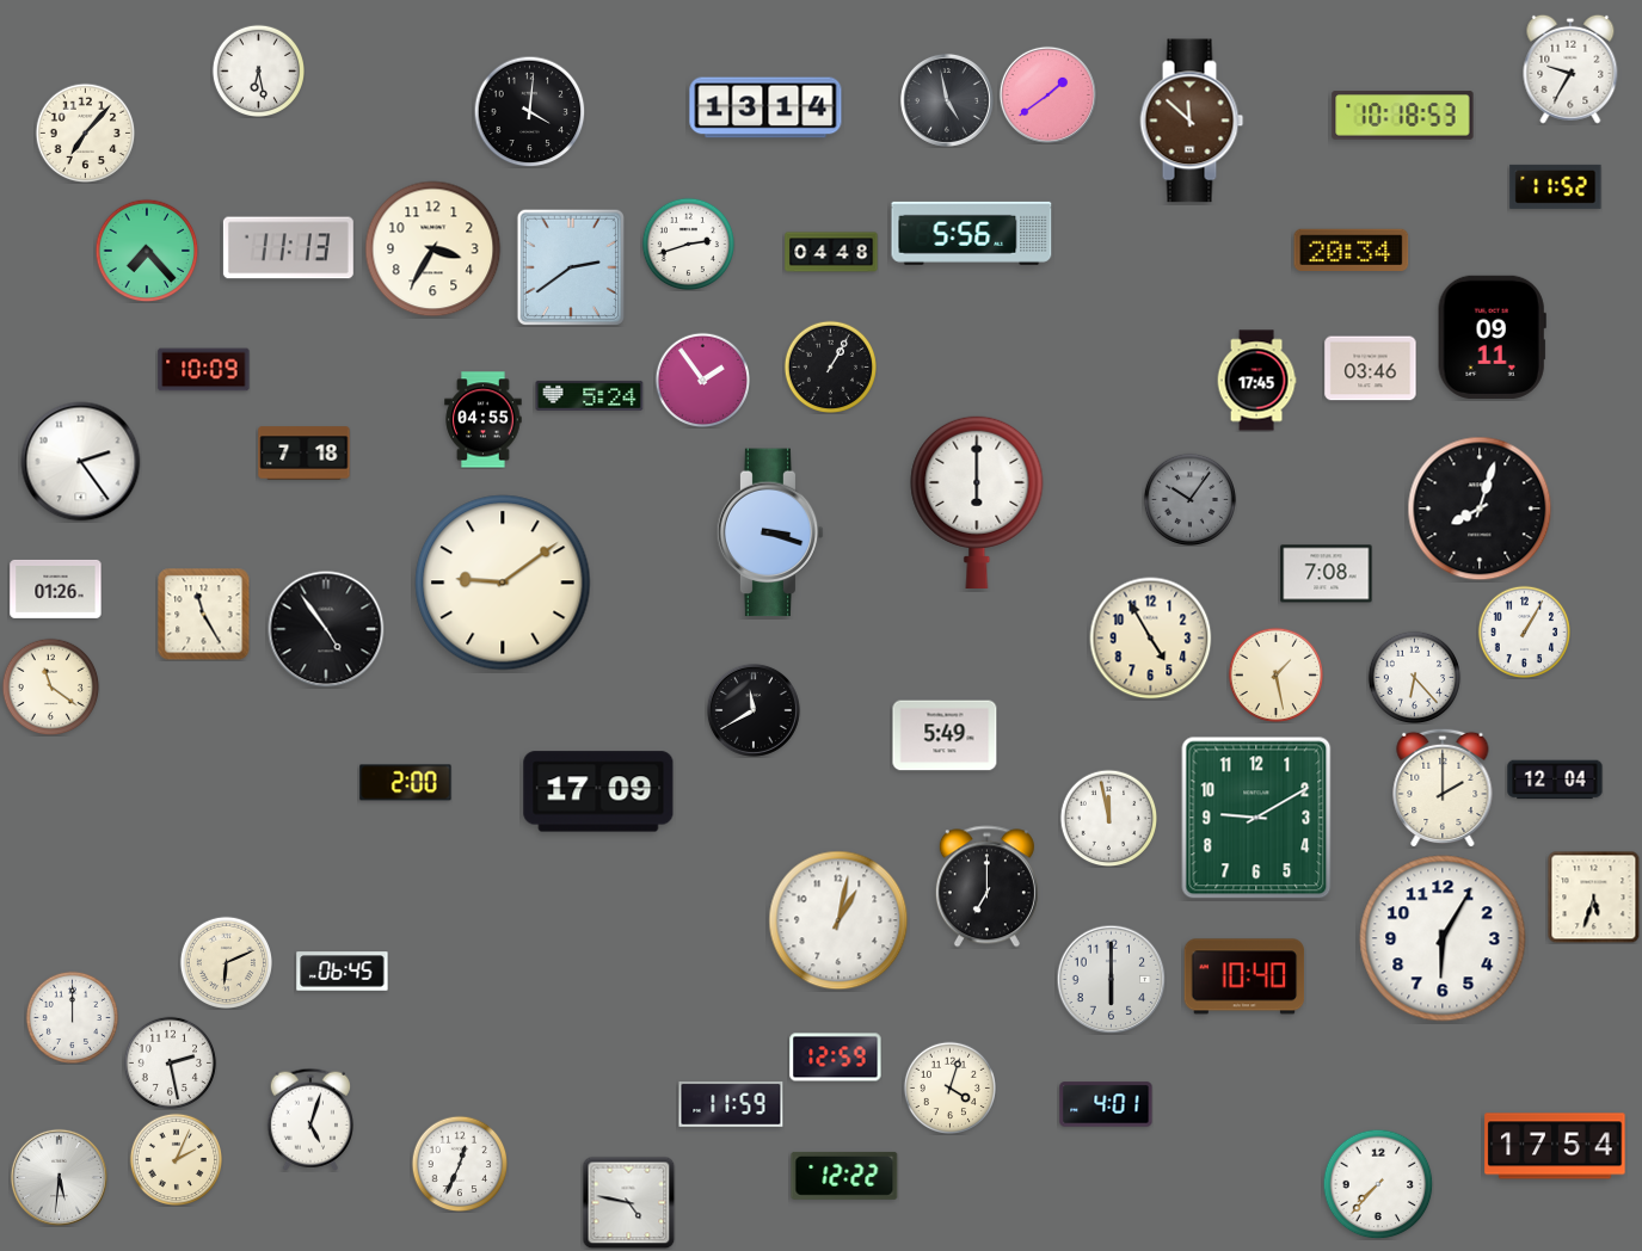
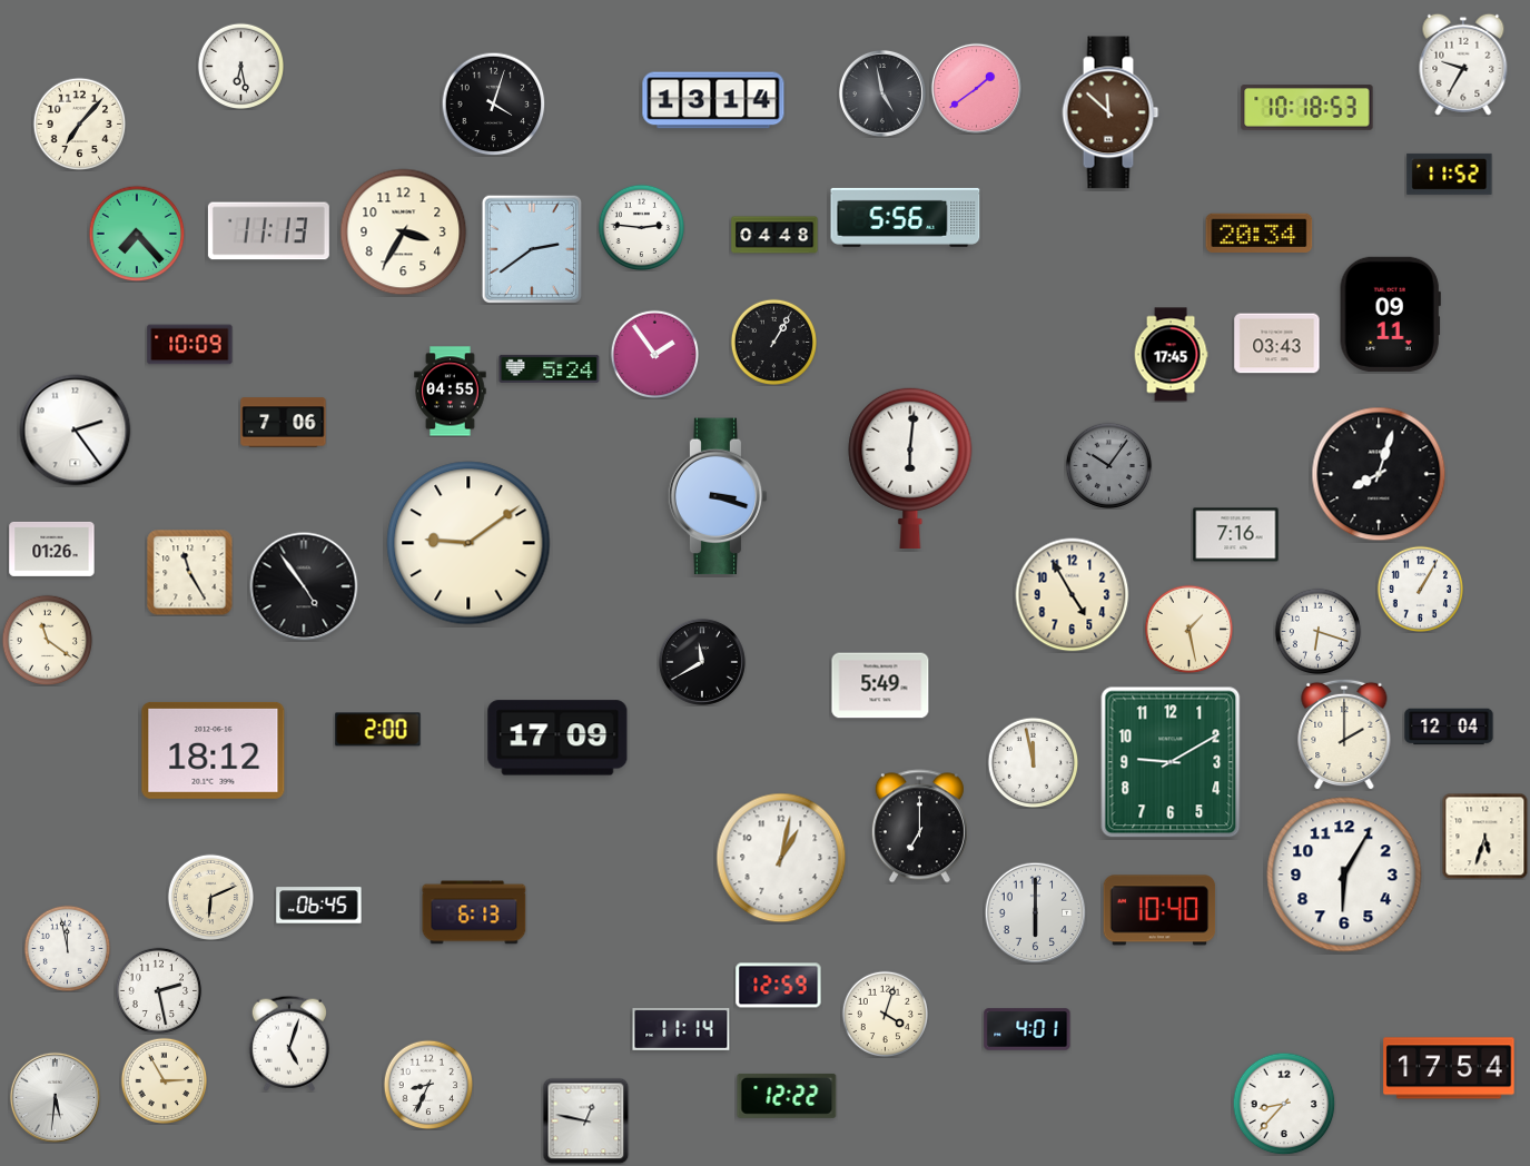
clock at (529, 111): 4:01 -> 4:03
clock at (688, 244): 2:42 -> 2:46
clock at (1371, 369): 03:46 -> 03:43
clock at (305, 454): 7:18 -> 7:06
clock at (977, 501): 6:00 -> 6:01
clock at (1327, 574): 7:08 -> 7:16
clock at (1414, 677): 6:23 -> 6:18
clock at (214, 750): none -> 18:12
clock at (474, 912): none -> 6:13
clock at (72, 1017): 12:00 -> 11:58
clock at (731, 1104): 11:59 -> 11:14
clock at (1106, 1104) position: (1106, 1104) -> (1027, 1029)
clock at (176, 1159): 2:04 -> 2:55
clock at (460, 1164): 12:34 -> 8:34
clock at (1378, 1184): 7:37 -> 8:37
clock at (628, 1202): 4:47 -> 12:47
